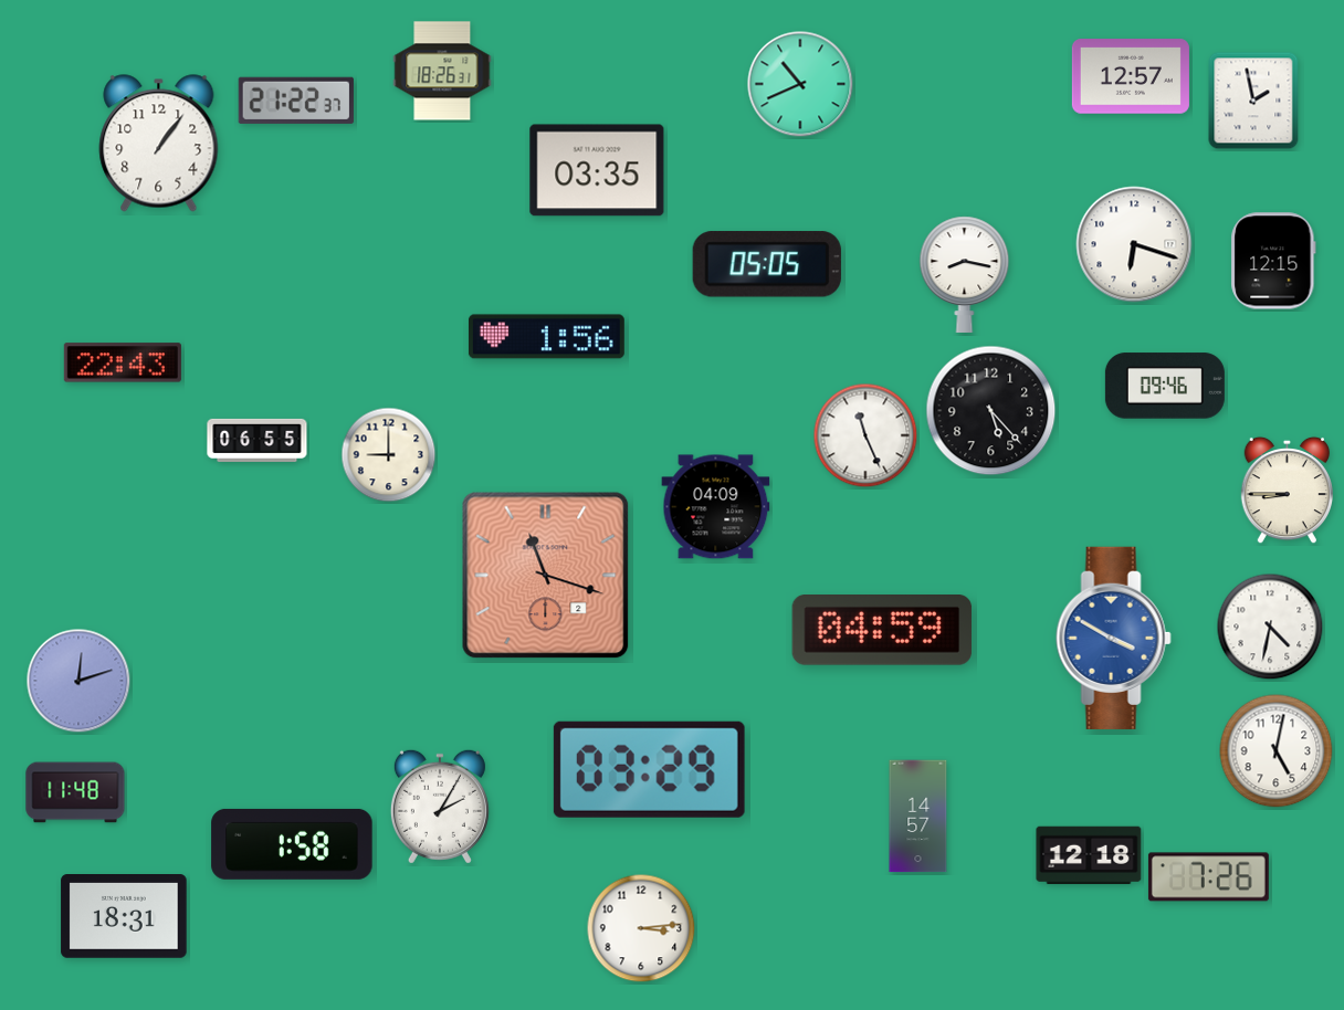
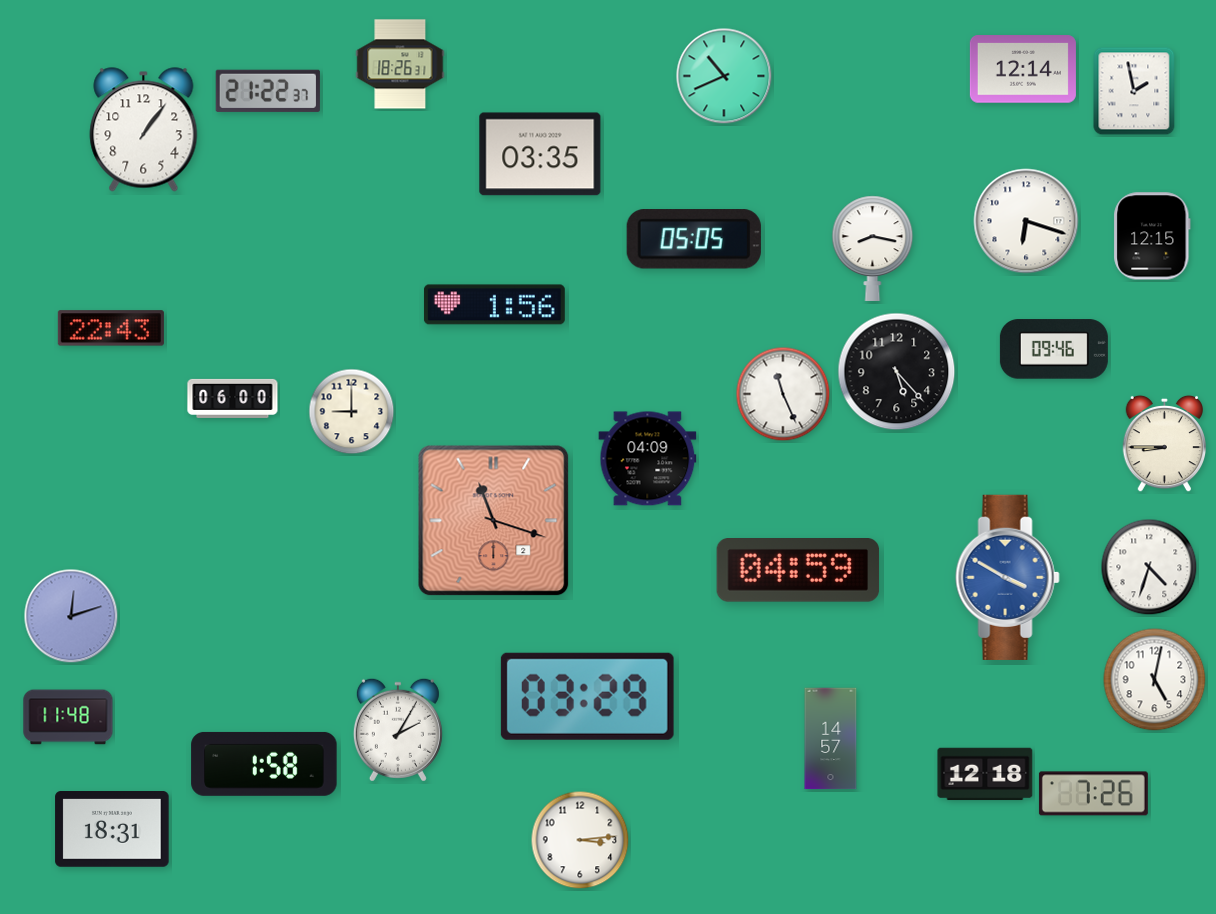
clock at (1131, 76): 12:57 -> 12:14
clock at (258, 440): 06:55 -> 06:00
clock at (1270, 627): 4:32 -> 4:33
